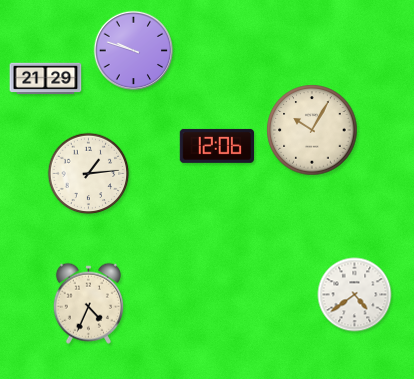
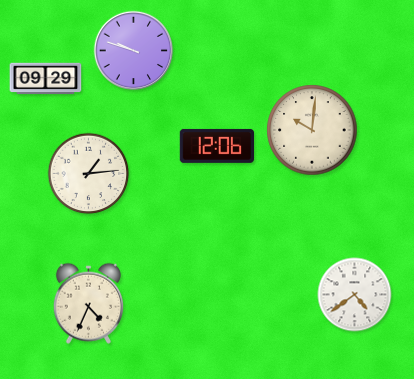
clock at (46, 79): 21:29 -> 09:29
clock at (312, 130): 10:05 -> 10:01
